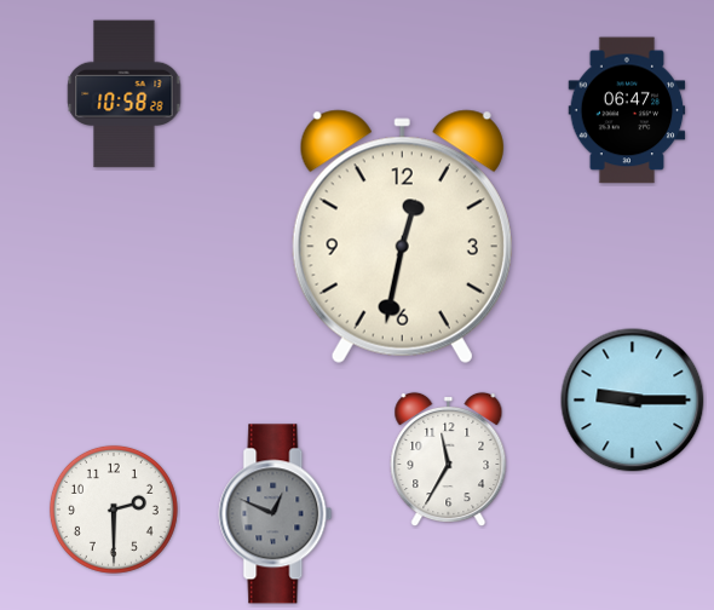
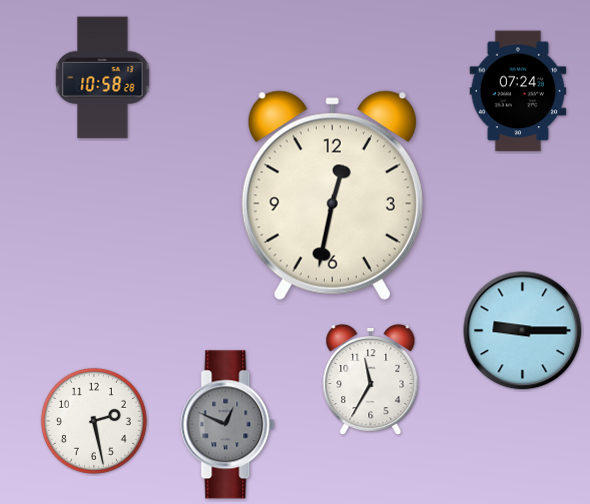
clock at (627, 110): 06:47 -> 07:24
clock at (114, 510): 2:30 -> 2:28
